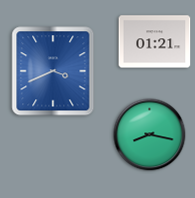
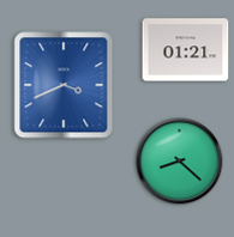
clock at (150, 135): 8:17 -> 8:22
